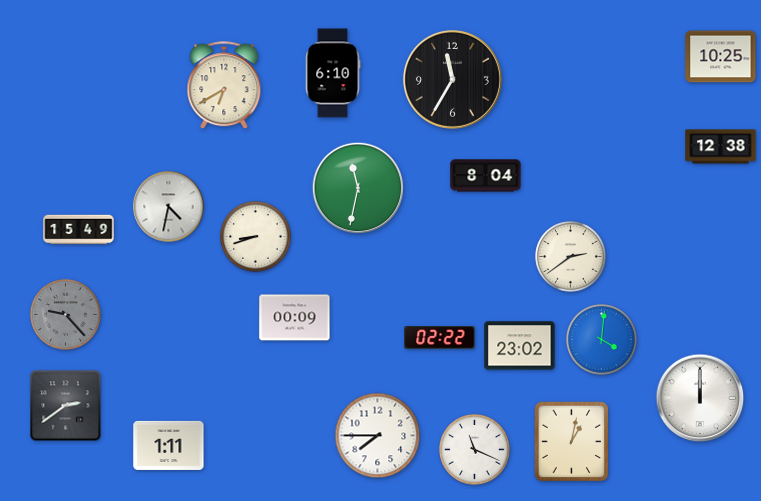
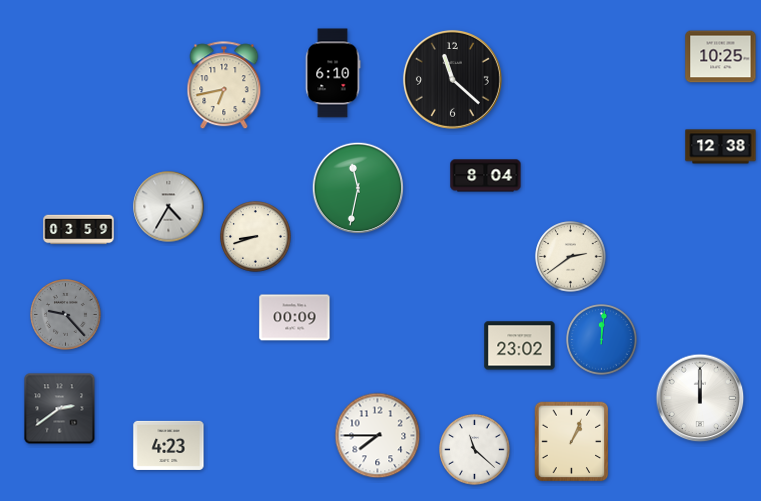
clock at (452, 79): 11:35 -> 11:22
clock at (224, 86): 6:40 -> 6:43
clock at (169, 207): 4:32 -> 4:35
clock at (79, 230): 15:49 -> 03:59
clock at (440, 338): 02:22 -> none
clock at (602, 340): 4:01 -> 12:01
clock at (66, 406) position: (66, 406) -> (60, 409)
clock at (572, 442): 1:02 -> 1:04
clock at (169, 445): 1:11 -> 4:23
clock at (475, 450): 11:19 -> 11:22
